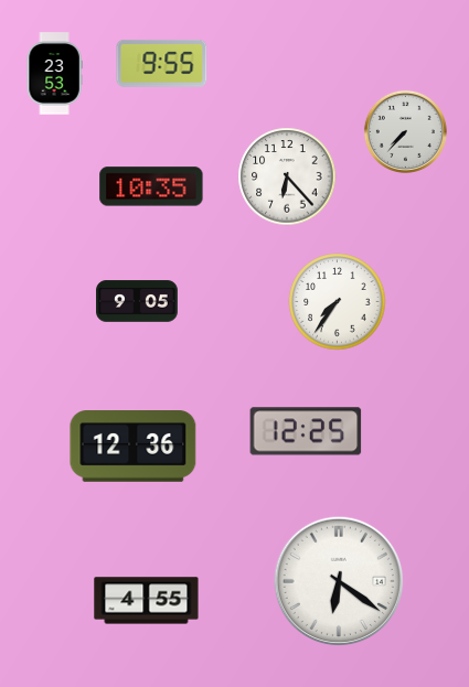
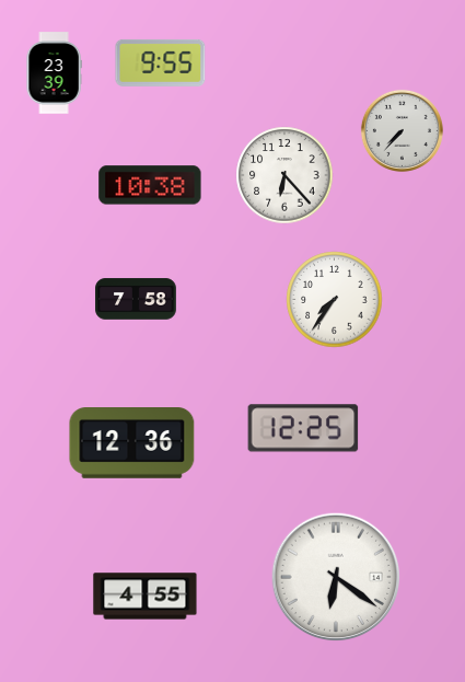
clock at (54, 74): 23:53 -> 23:39
clock at (151, 186): 10:35 -> 10:38
clock at (137, 301): 9:05 -> 7:58
